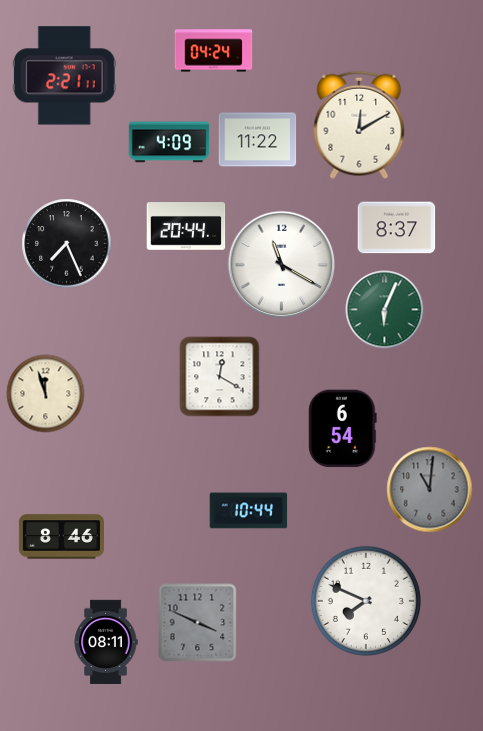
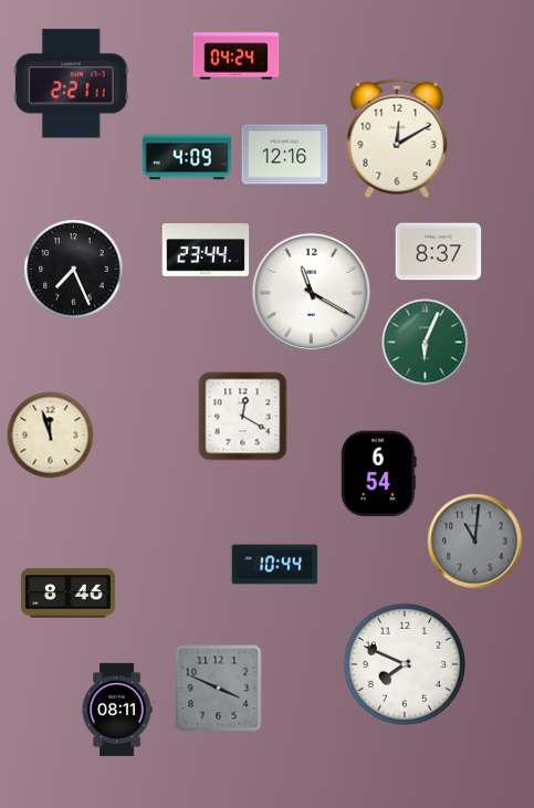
clock at (257, 140): 11:22 -> 12:16
clock at (186, 226): 20:44 -> 23:44
